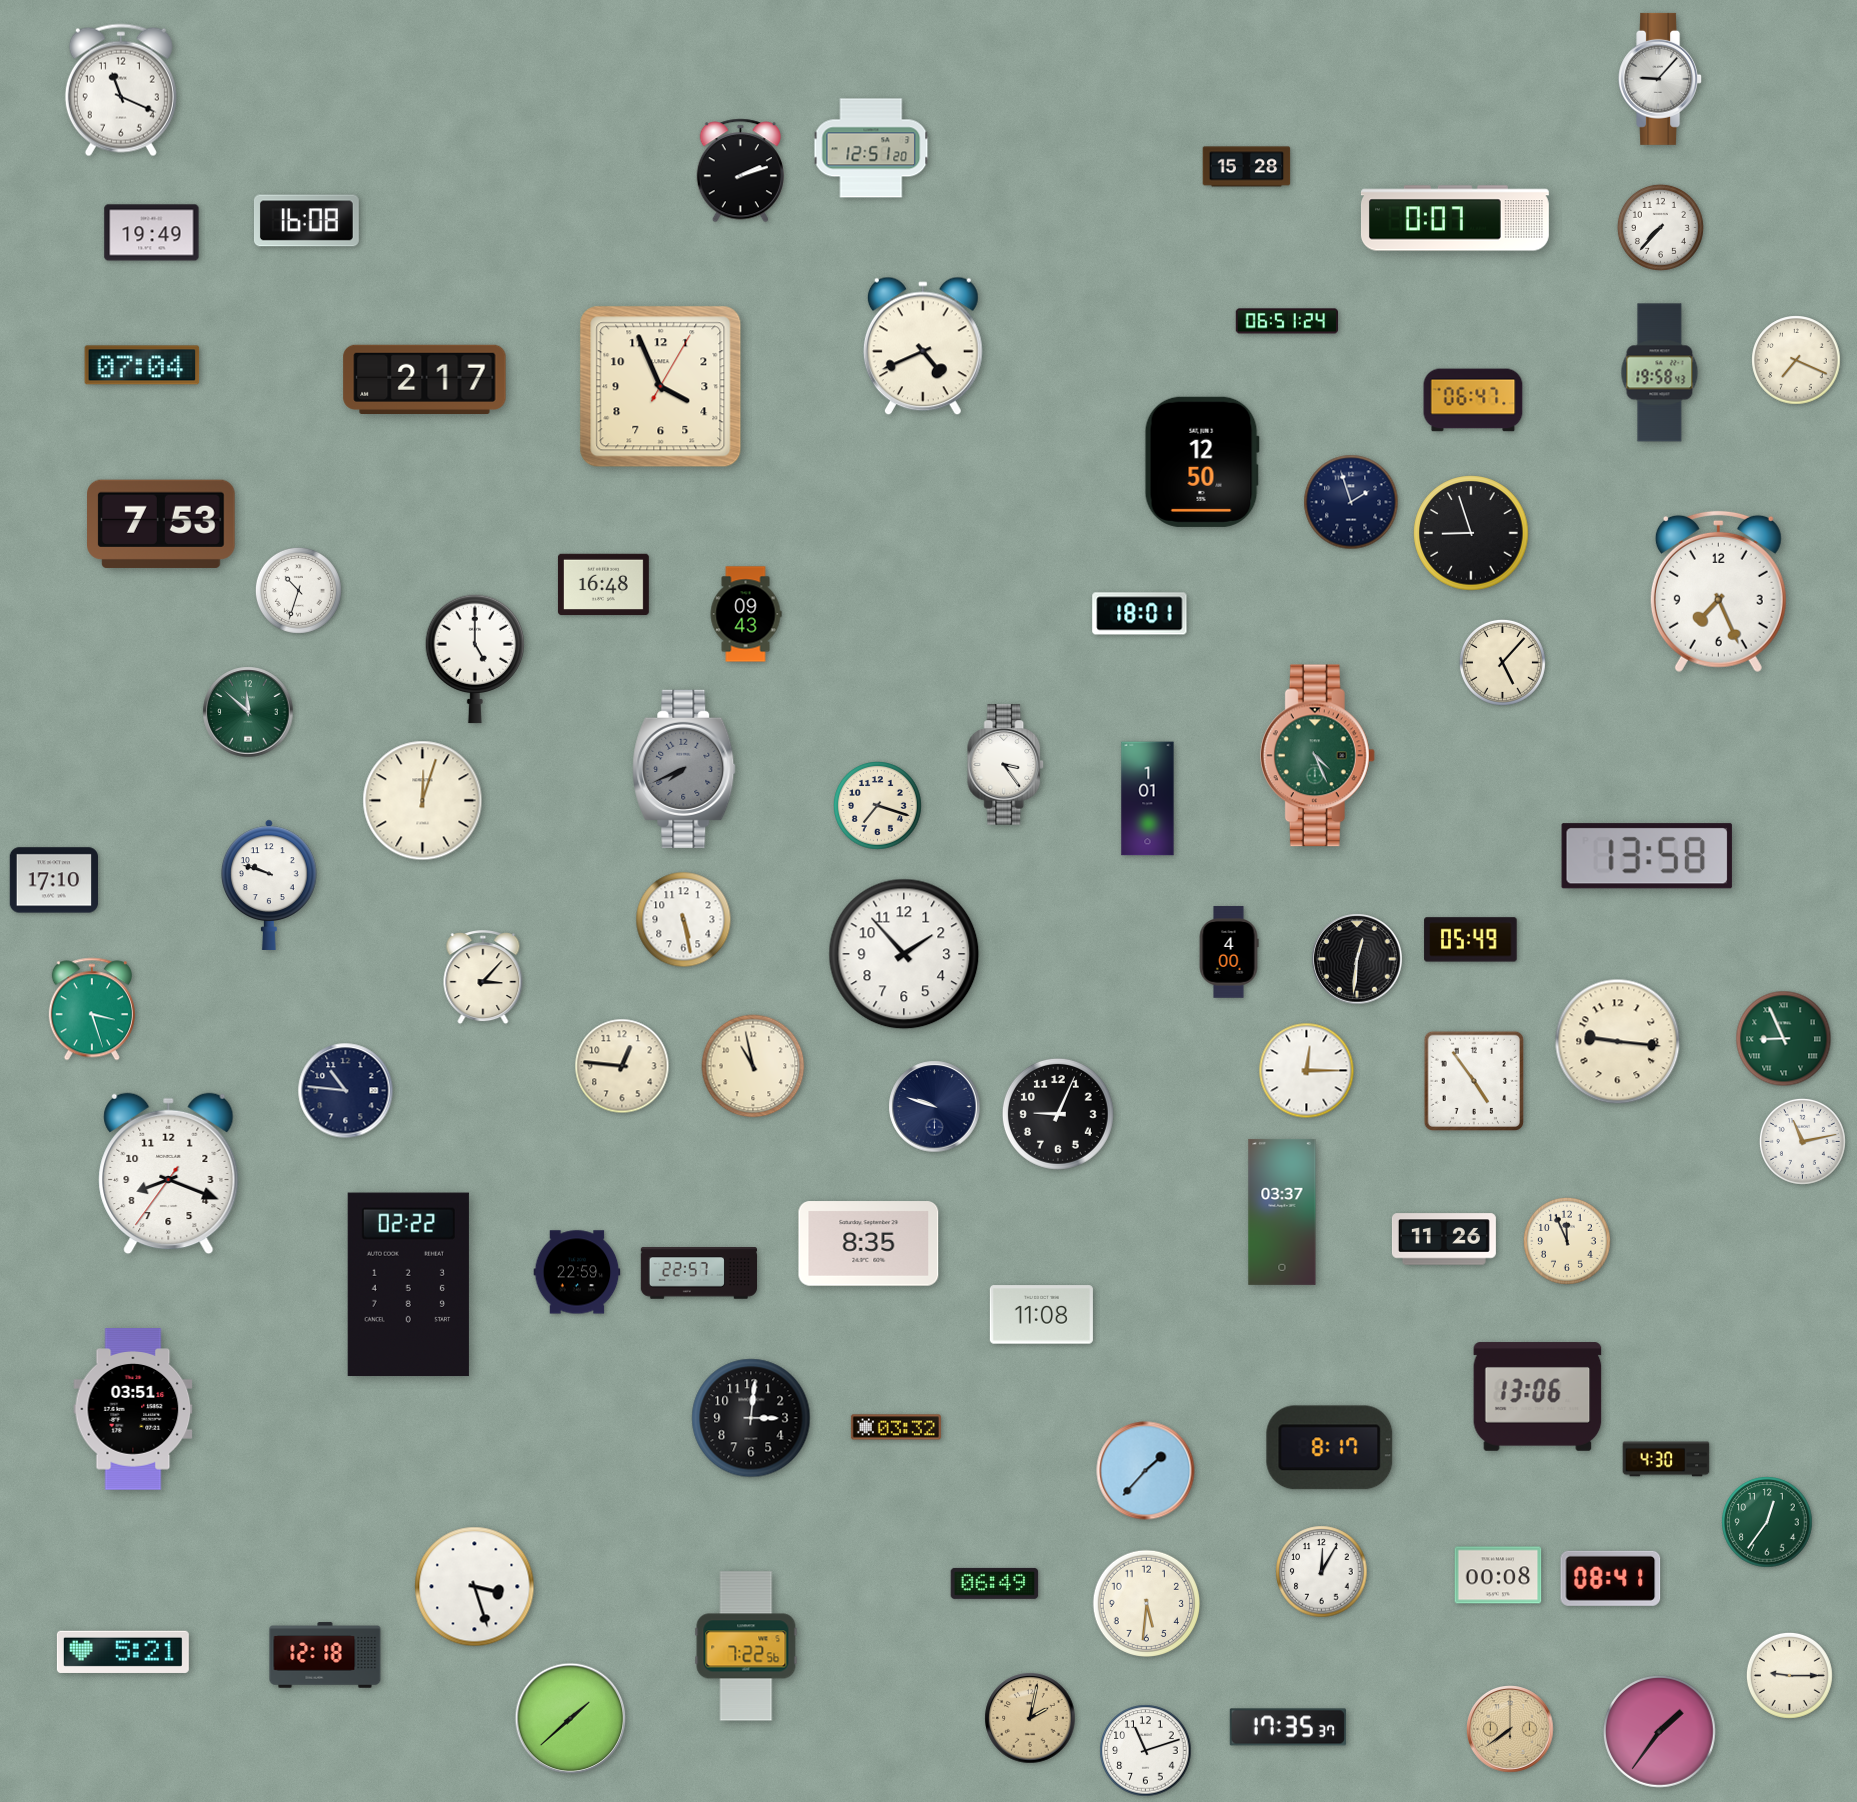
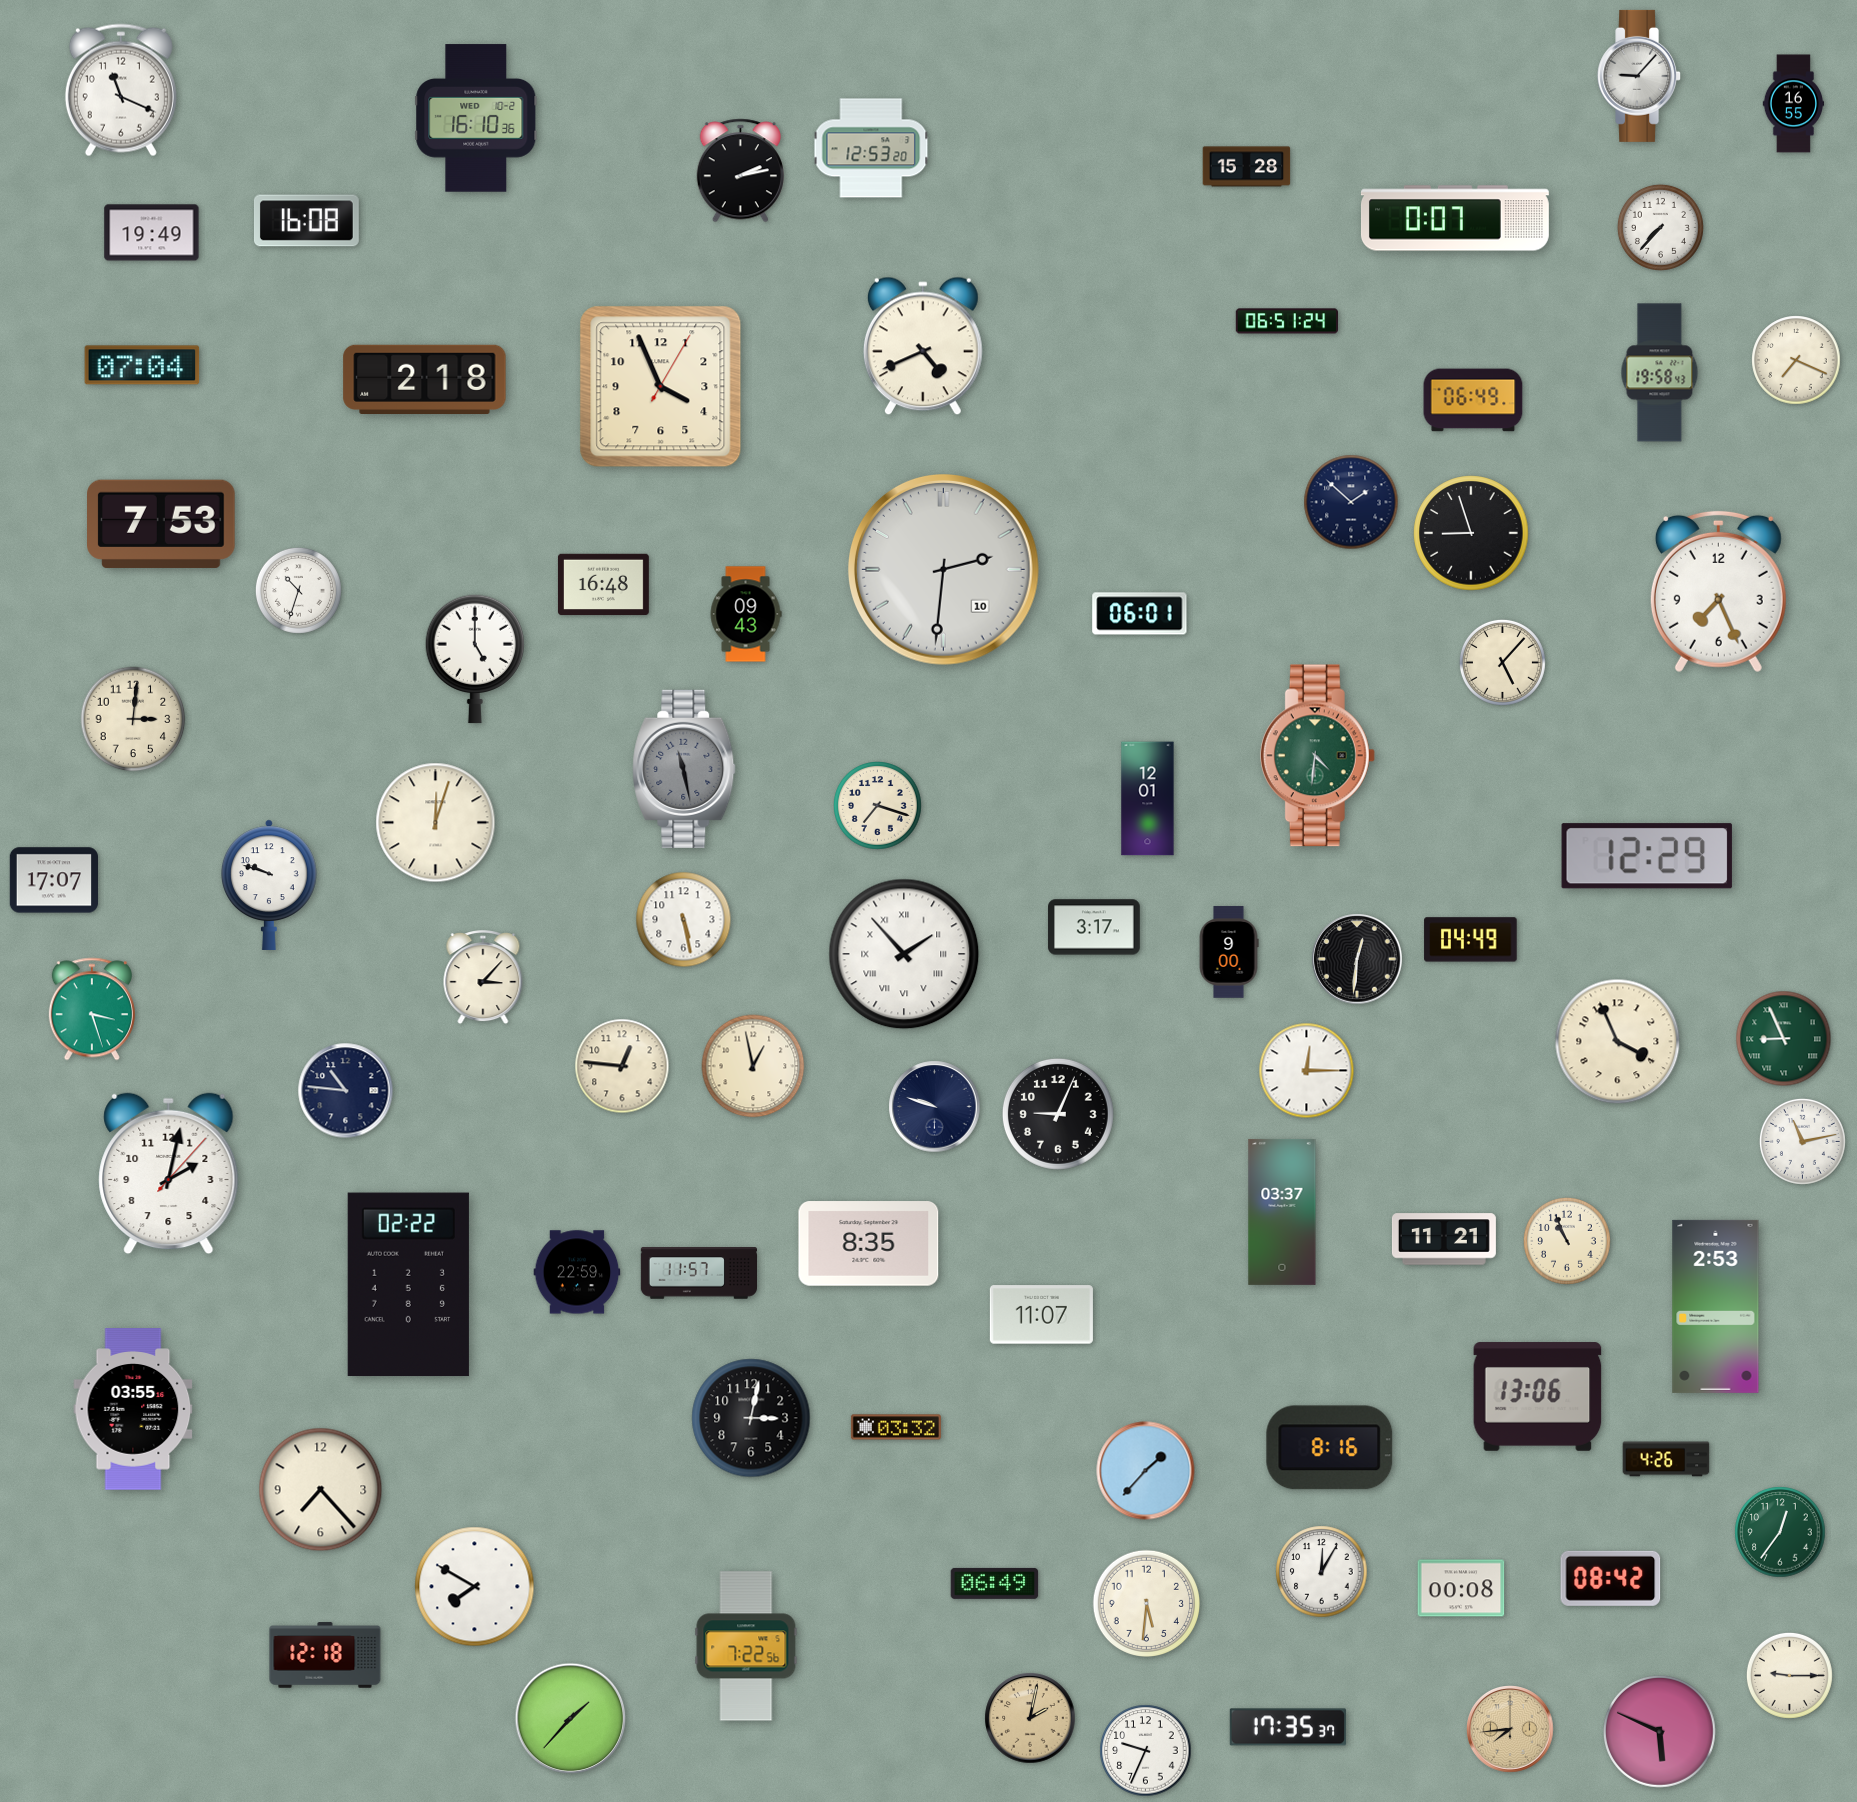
clock at (1661, 79) position: (1661, 79) -> (1640, 76)
clock at (1794, 104): none -> 16:55
clock at (476, 118): none -> 16:10
clock at (871, 148): 12:51 -> 12:53
clock at (740, 171): 2:12 -> 2:13
clock at (425, 379): 2:17 -> 2:18
clock at (1473, 400): 06:47 -> 06:49
clock at (1202, 462): 12:50 -> none
clock at (1351, 502): 1:57 -> 1:52
clock at (944, 570): none -> 2:31
clock at (1140, 614): 18:01 -> 06:01
clock at (248, 712): 11:52 -> none
clock at (133, 719): none -> 3:01
clock at (1317, 756): 4:26 -> 4:31
clock at (1006, 765): 3:24 -> none
clock at (684, 769): 7:41 -> 11:28
clock at (1148, 799): 1:01 -> 12:01
clock at (423, 801) position: (423, 801) -> (436, 823)
clock at (1647, 856): 13:58 -> 12:29
clock at (54, 880): 17:10 -> 17:07
clock at (1094, 927): none -> 3:17
clock at (1471, 940): 05:49 -> 04:49
clock at (1229, 952): 4:00 -> 9:00
clock at (904, 954) numerals: Arabic -> Roman
clock at (1618, 1042): 9:16 -> 3:56
clock at (753, 1066): 10:58 -> 12:58
clock at (1473, 1080): 4:54 -> none
clock at (169, 1174): 8:18 -> 2:02
clock at (1444, 1239): 11:26 -> 11:21
clock at (1567, 1241): 11:56 -> 10:56
clock at (698, 1273): 22:57 -> 11:57
clock at (1716, 1306): none -> 2:53
clock at (1041, 1315): 11:08 -> 11:07
clock at (133, 1409): 03:51 -> 03:55
clock at (751, 1418): 3:01 -> 3:02
clock at (1330, 1448): 8:17 -> 8:16
clock at (1666, 1459): 4:30 -> 4:26
clock at (321, 1490): none -> 7:23
clock at (1767, 1522) position: (1767, 1522) -> (1780, 1532)
clock at (1498, 1575) position: (1498, 1575) -> (1461, 1588)
clock at (1611, 1578): 08:41 -> 08:42
clock at (475, 1587): 3:27 -> 7:50
clock at (123, 1651): 5:21 -> none
clock at (571, 1719): 1:38 -> 1:37
clock at (1511, 1730): 7:39 -> 7:44
clock at (1660, 1732): 1:36 -> 5:49
clock at (1146, 1751): 11:12 -> 9:34
